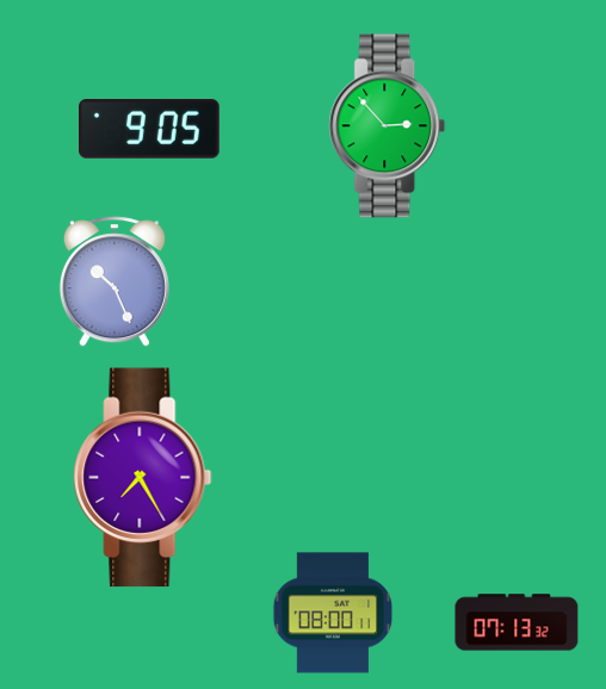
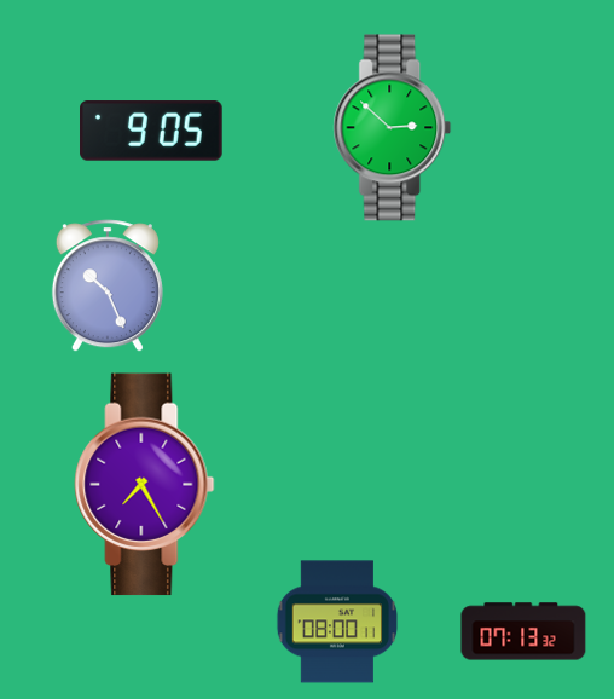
clock at (388, 126): 2:53 -> 2:52
clock at (115, 281) position: (115, 281) -> (108, 285)
